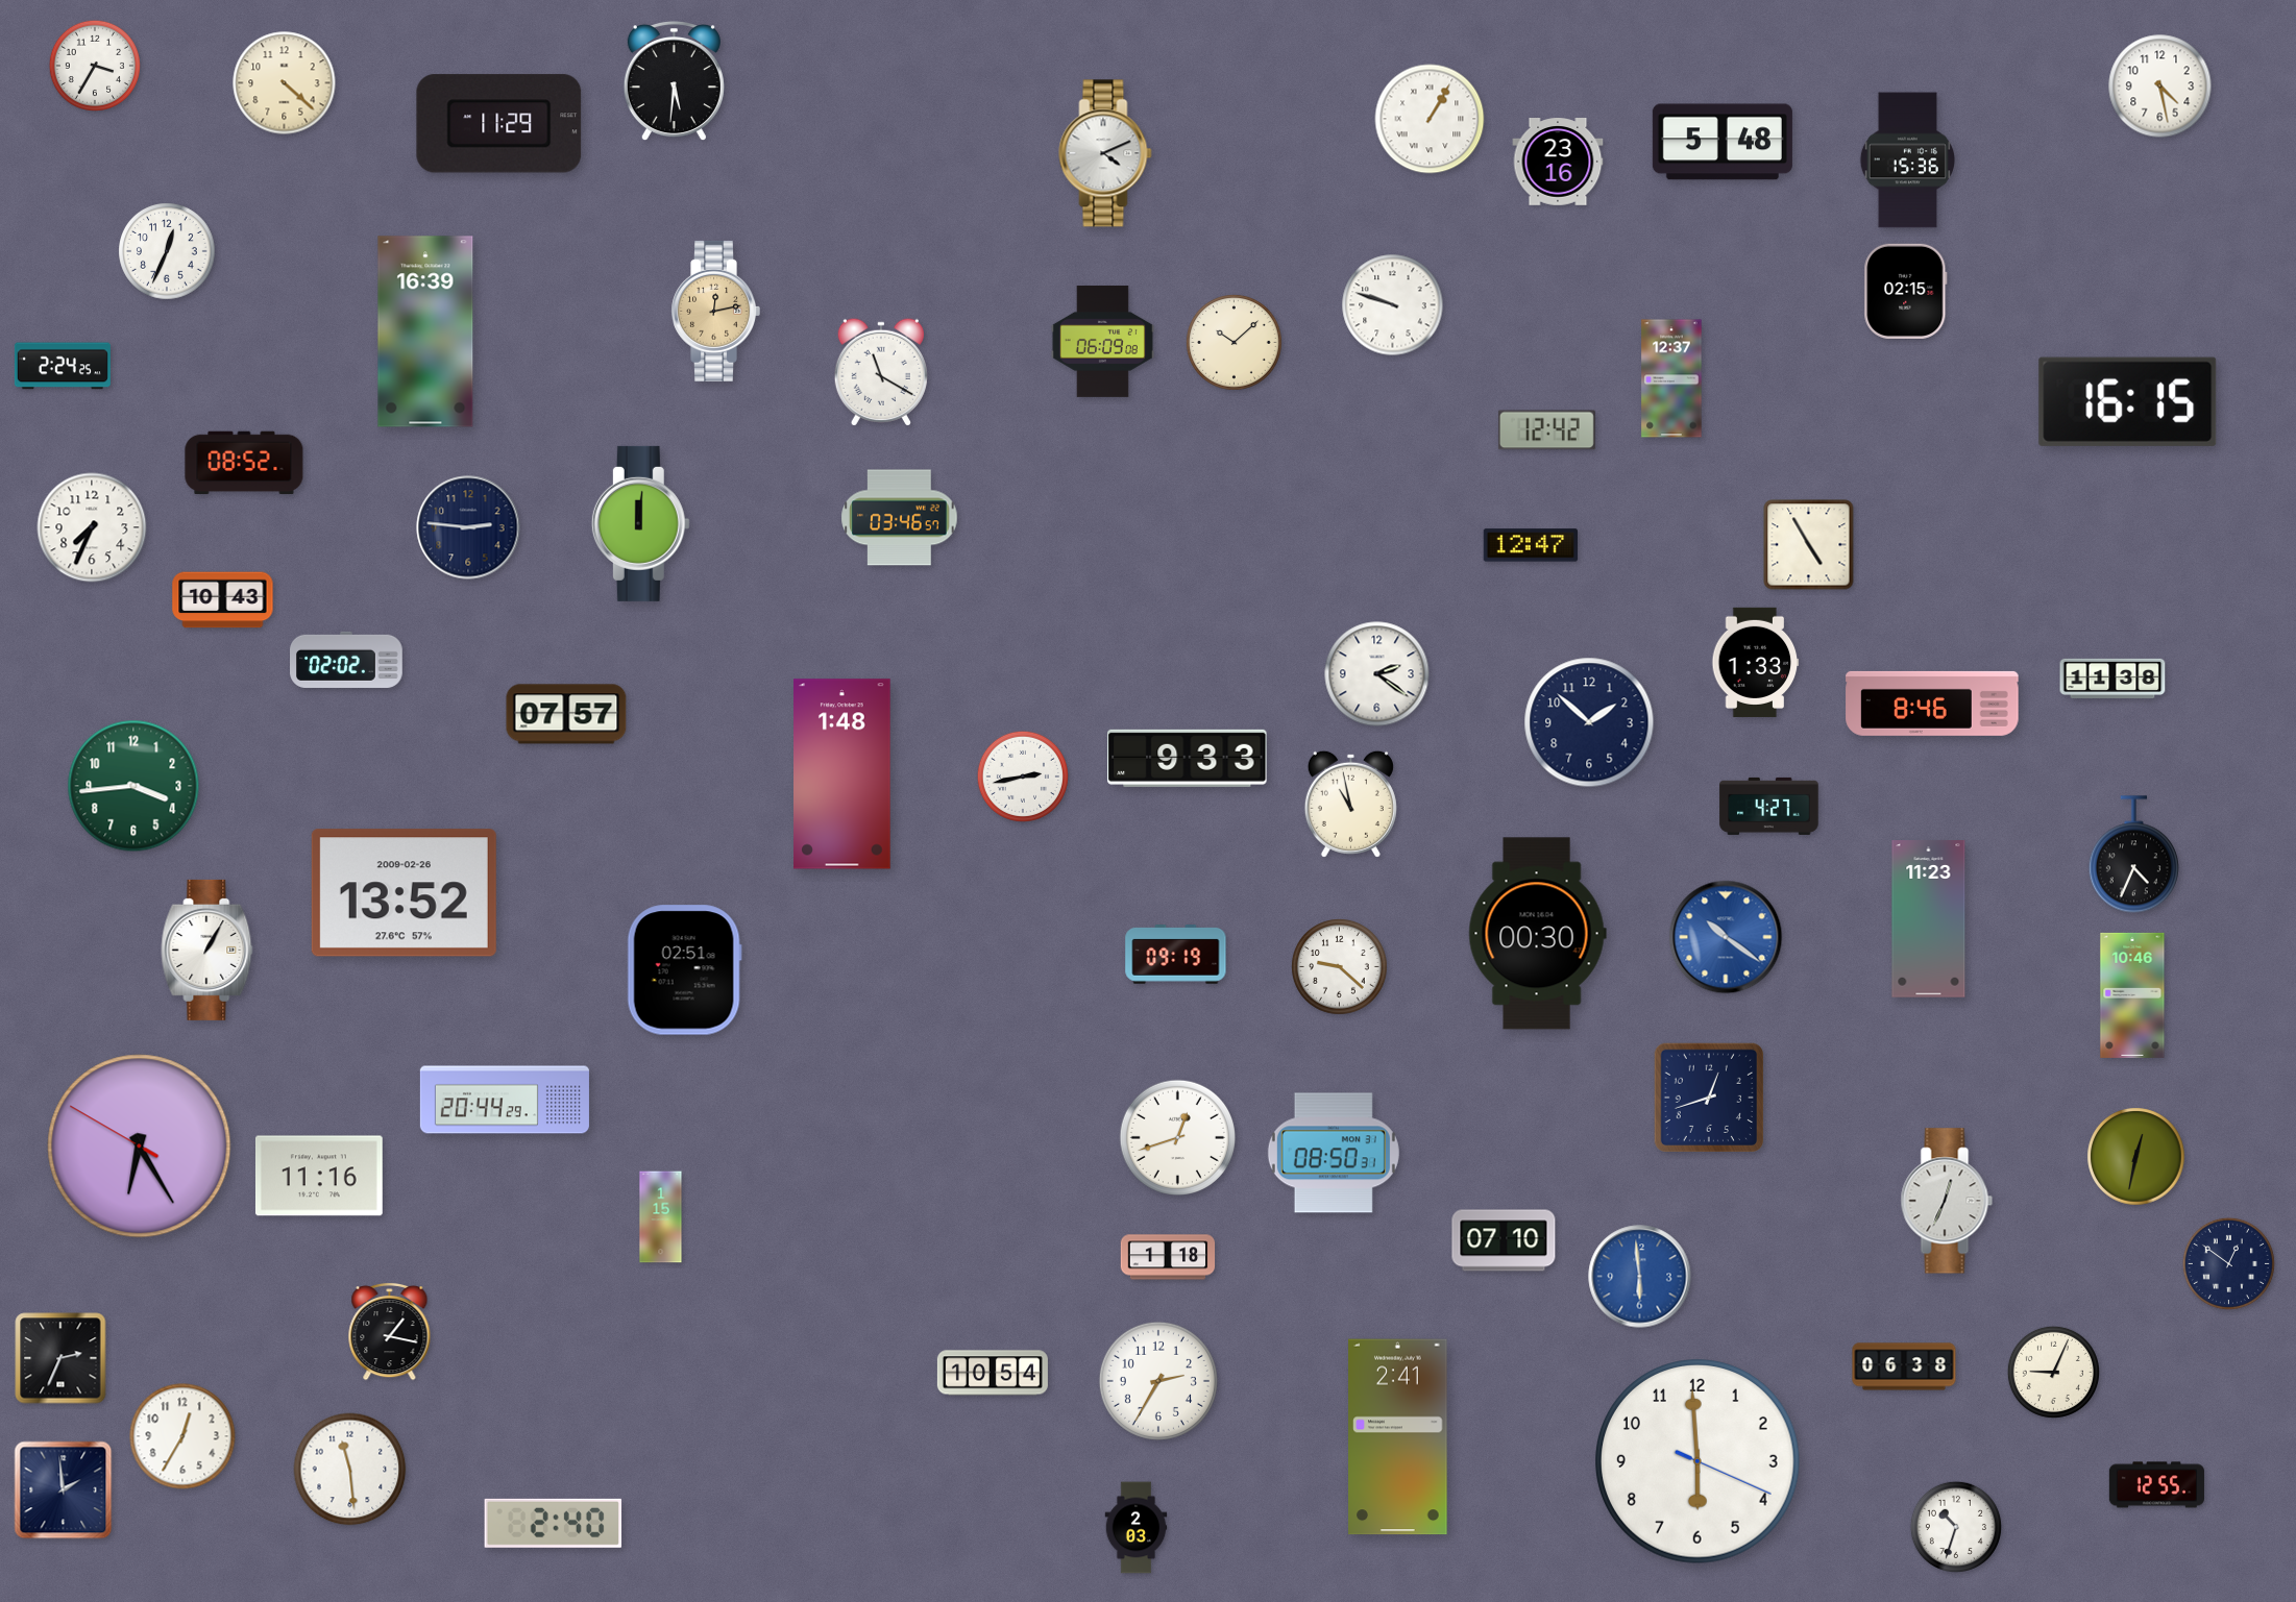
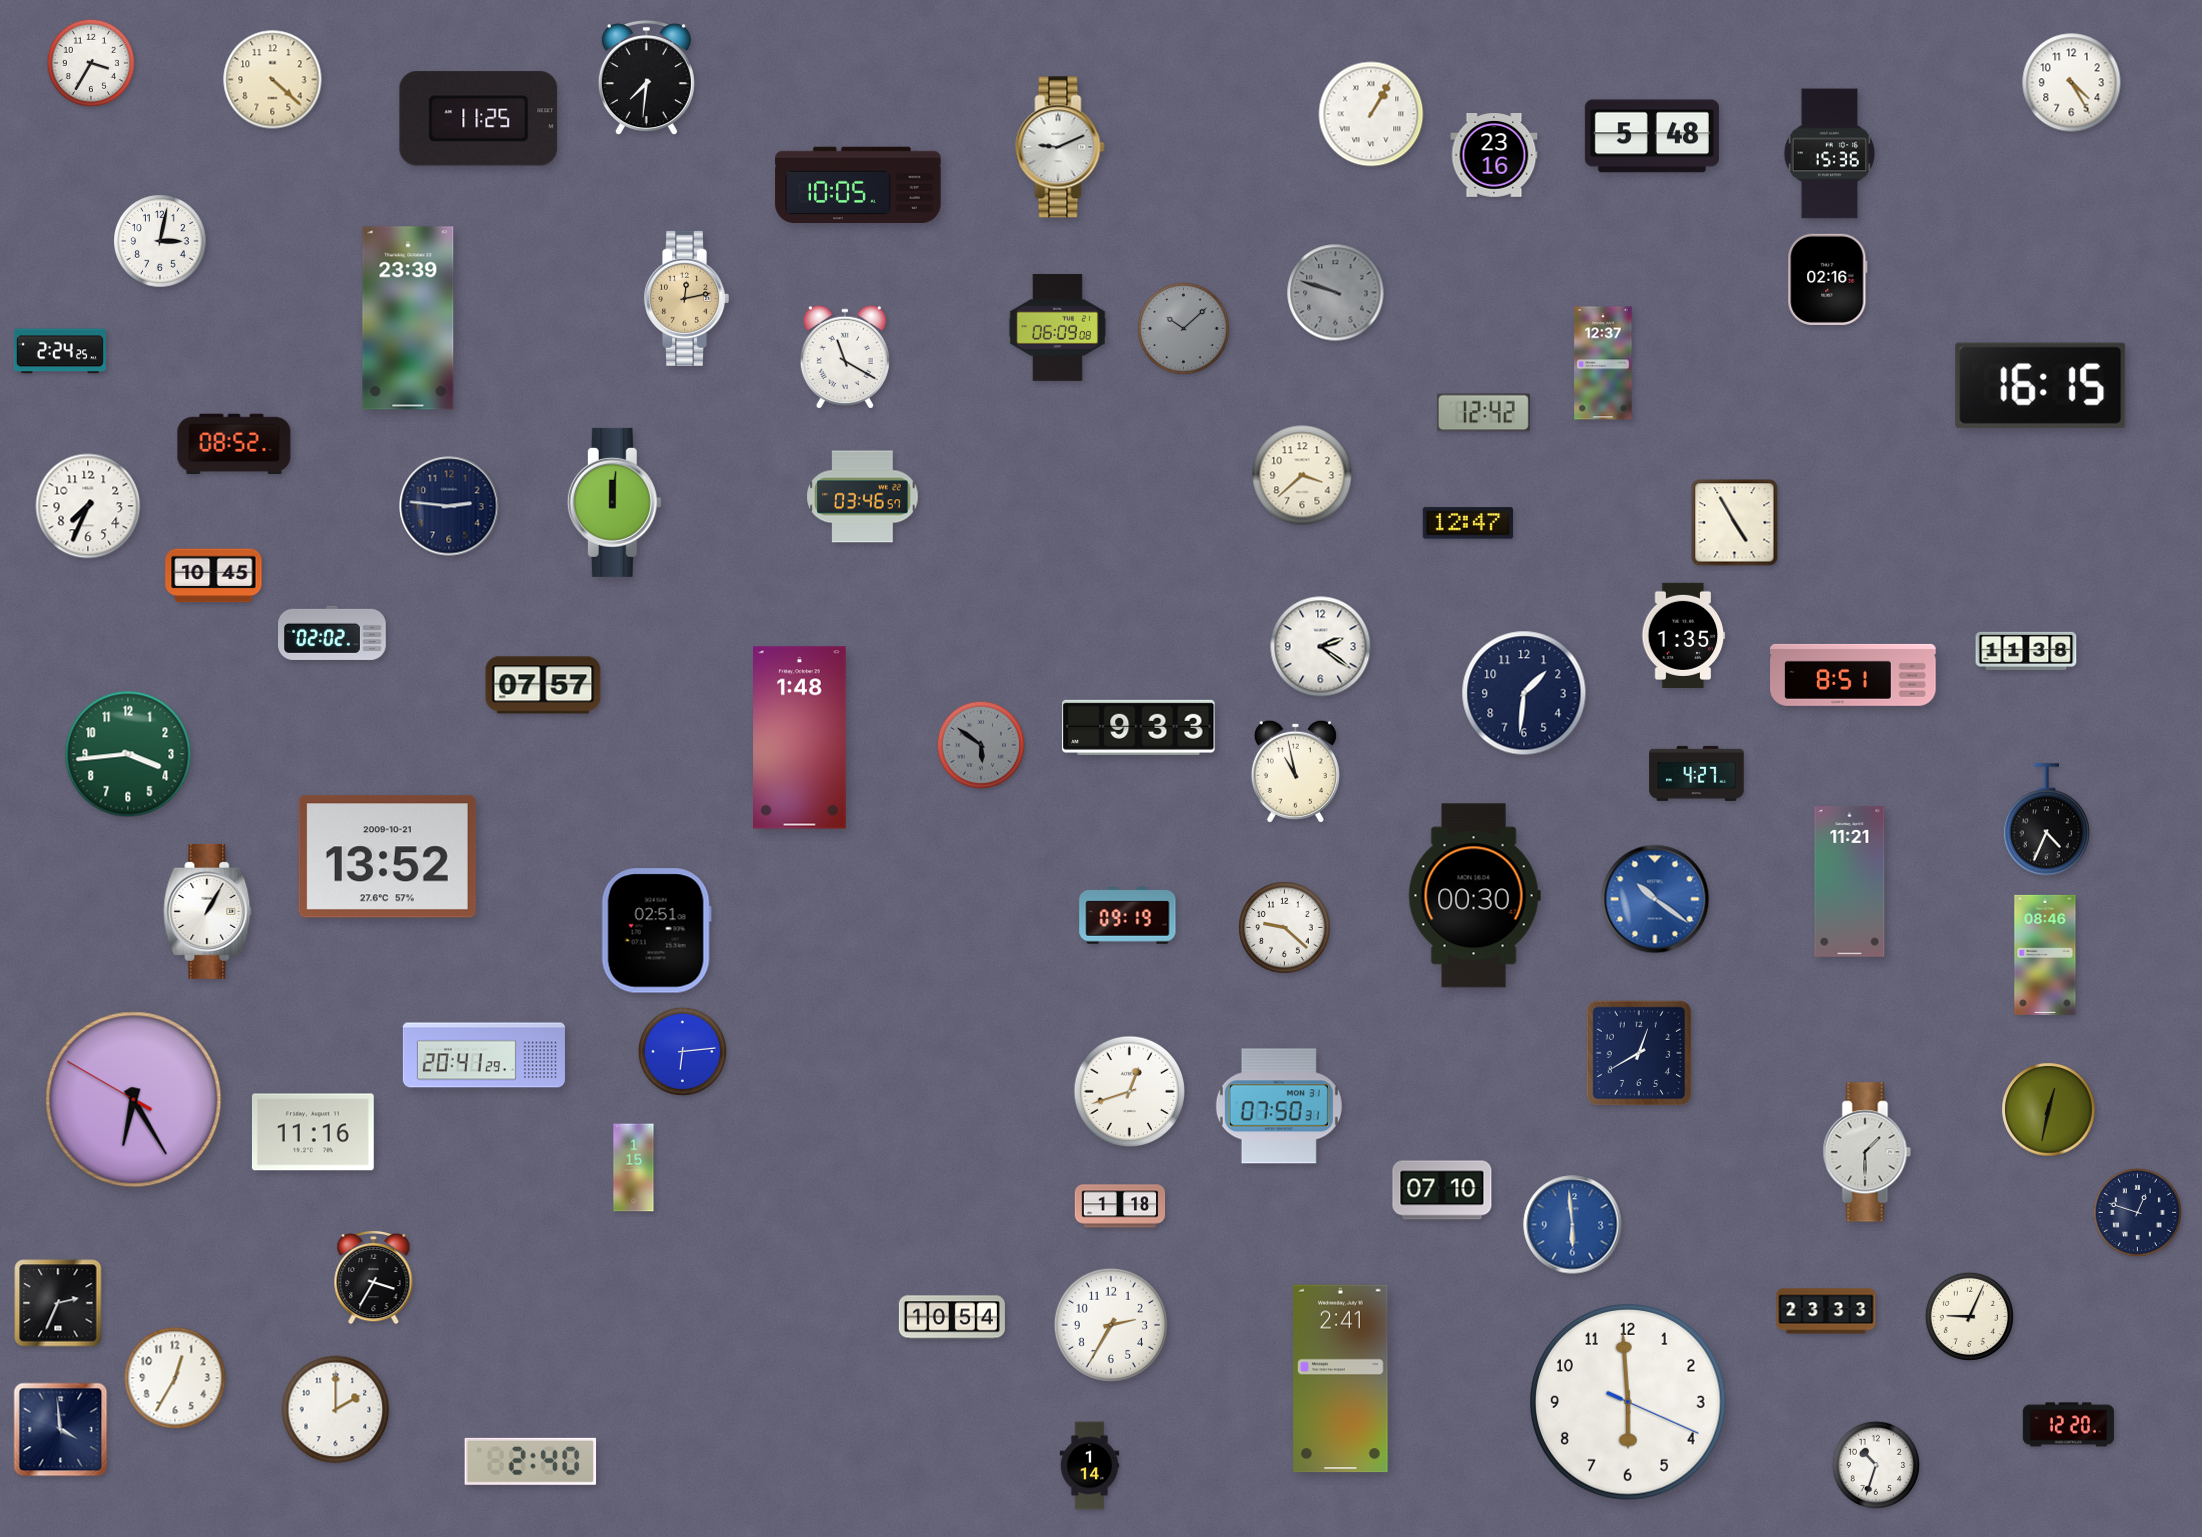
clock at (674, 82): 5:31 -> 7:31
clock at (2160, 87): 4:28 -> 4:25
clock at (499, 124): 11:29 -> 11:25
clock at (1105, 153): 4:11 -> 9:11
clock at (858, 185): none -> 10:05
clock at (167, 251): 12:34 -> 3:02
clock at (1906, 291): 02:15 -> 02:16
clock at (1393, 305) dial: white -> grey
clock at (425, 331): 16:39 -> 23:39
clock at (1235, 343) dial: cream -> grey
clock at (1302, 475): none -> 3:38
clock at (223, 600): 10:43 -> 10:45
clock at (1756, 662): 1:33 -> 1:35
clock at (1932, 704): 8:46 -> 8:51
clock at (1589, 722): 1:52 -> 1:31
clock at (842, 774) position: (842, 774) -> (800, 738)
clock at (1023, 777): 2:43 -> 5:51
clock at (1023, 777) dial: white -> grey
clock at (404, 893) date: 2009-02-26 -> 2009-10-21
clock at (1929, 919): 11:23 -> 11:21
clock at (207, 950) position: (207, 950) -> (208, 911)
clock at (2132, 995): 10:46 -> 08:46
clock at (682, 1051): none -> 6:14
clock at (1709, 1098): 12:42 -> 12:40
clock at (505, 1100): 20:44 -> 20:41
clock at (1334, 1153): 08:50 -> 07:50
clock at (319, 1176) position: (319, 1176) -> (313, 1132)
clock at (1947, 1201): 12:34 -> 1:30
clock at (2228, 1263): 12:51 -> 12:48
clock at (390, 1331): 1:17 -> 3:35
clock at (1904, 1366): 06:38 -> 23:33
clock at (350, 1470): 11:29 -> 2:00
clock at (2156, 1485): 12:55 -> 12:20
clock at (64, 1490): 1:59 -> 3:59
clock at (1137, 1528): 2:03 -> 1:14
